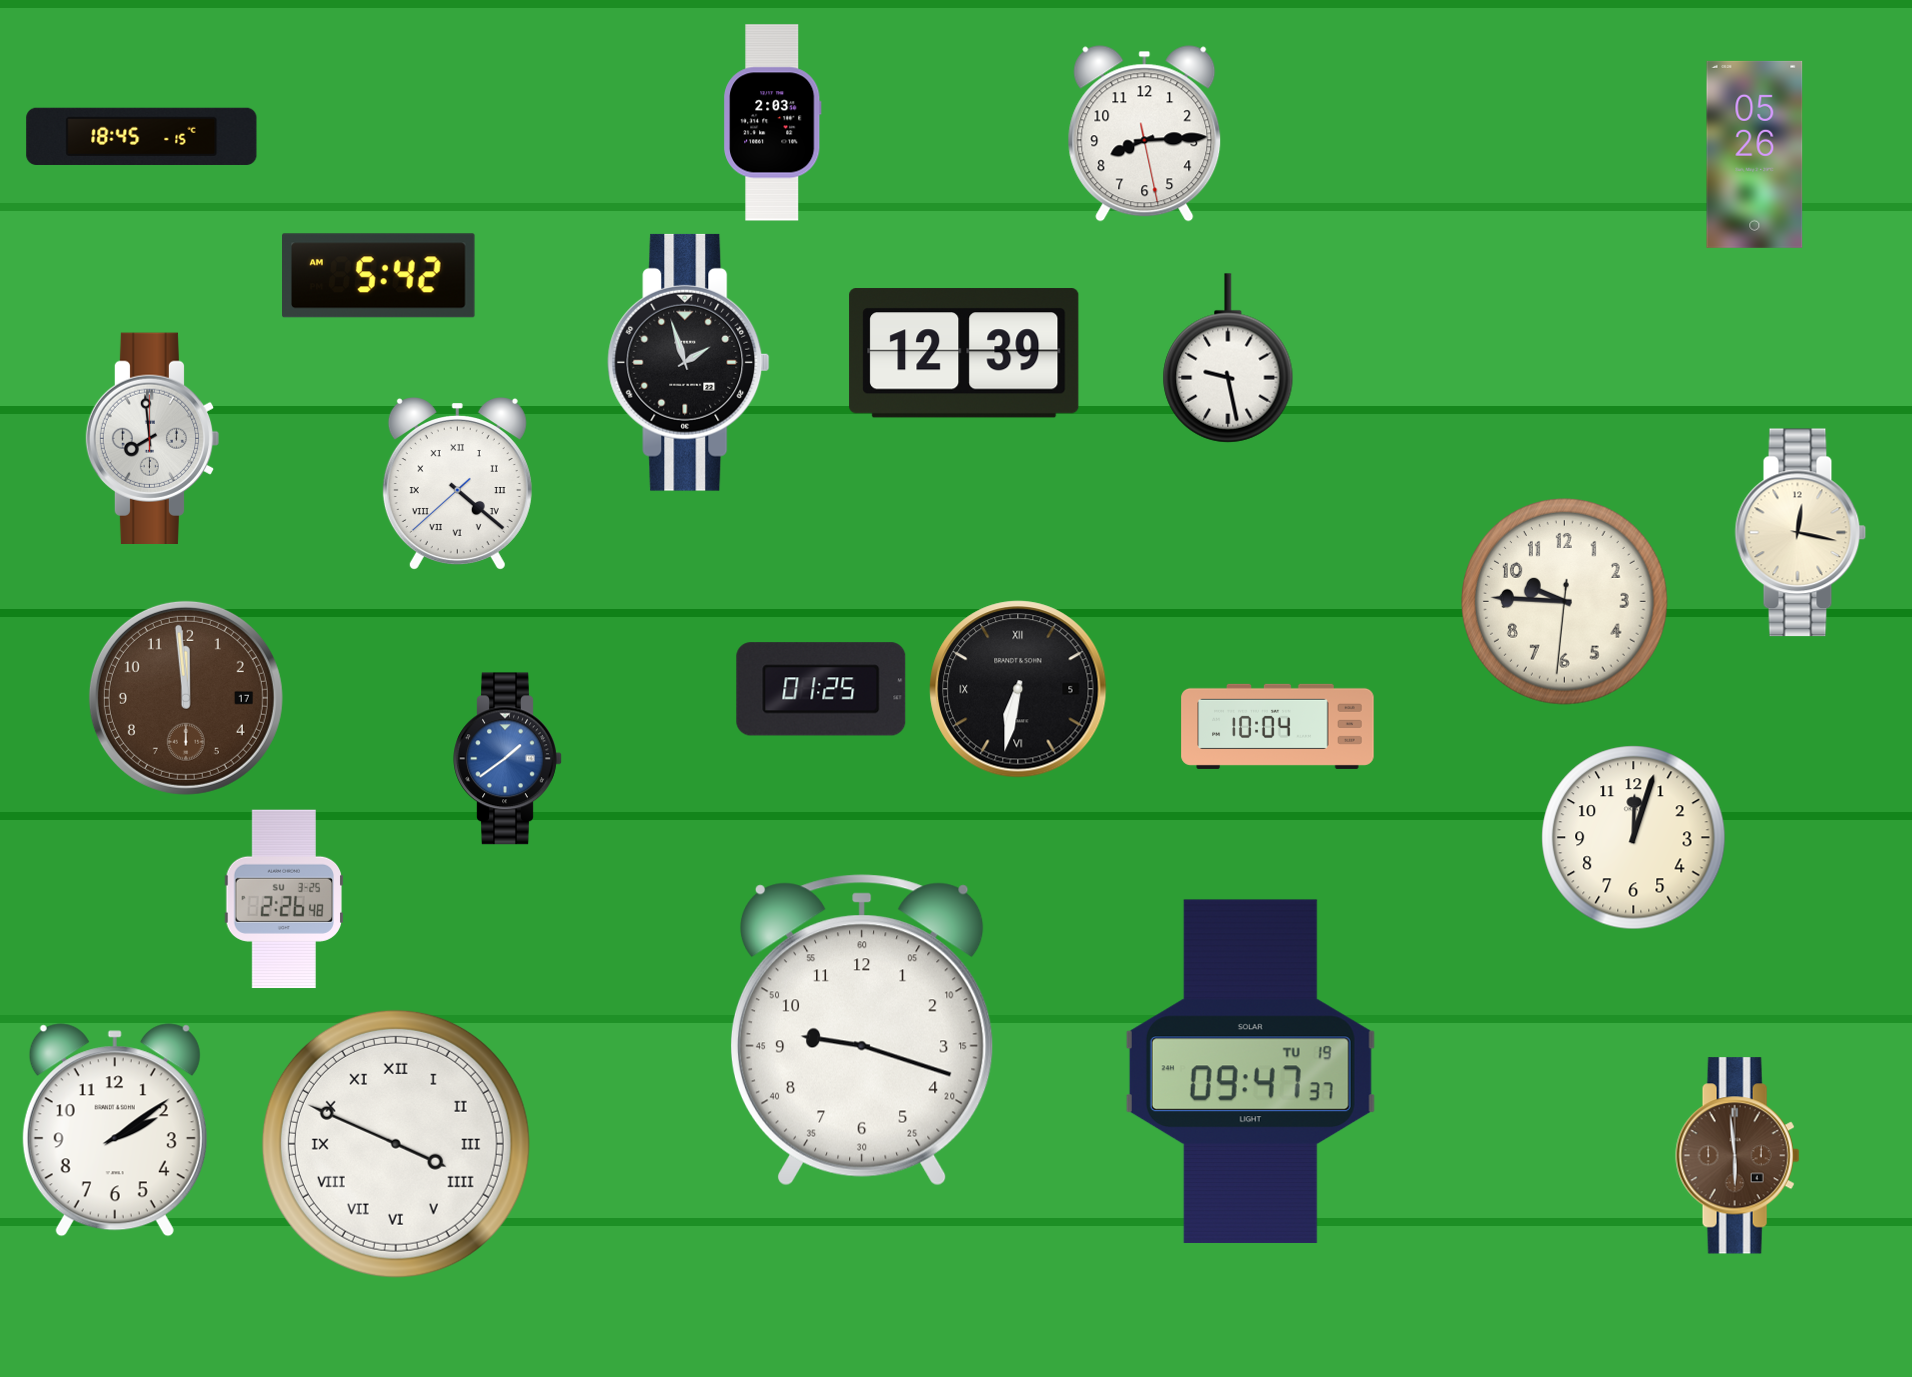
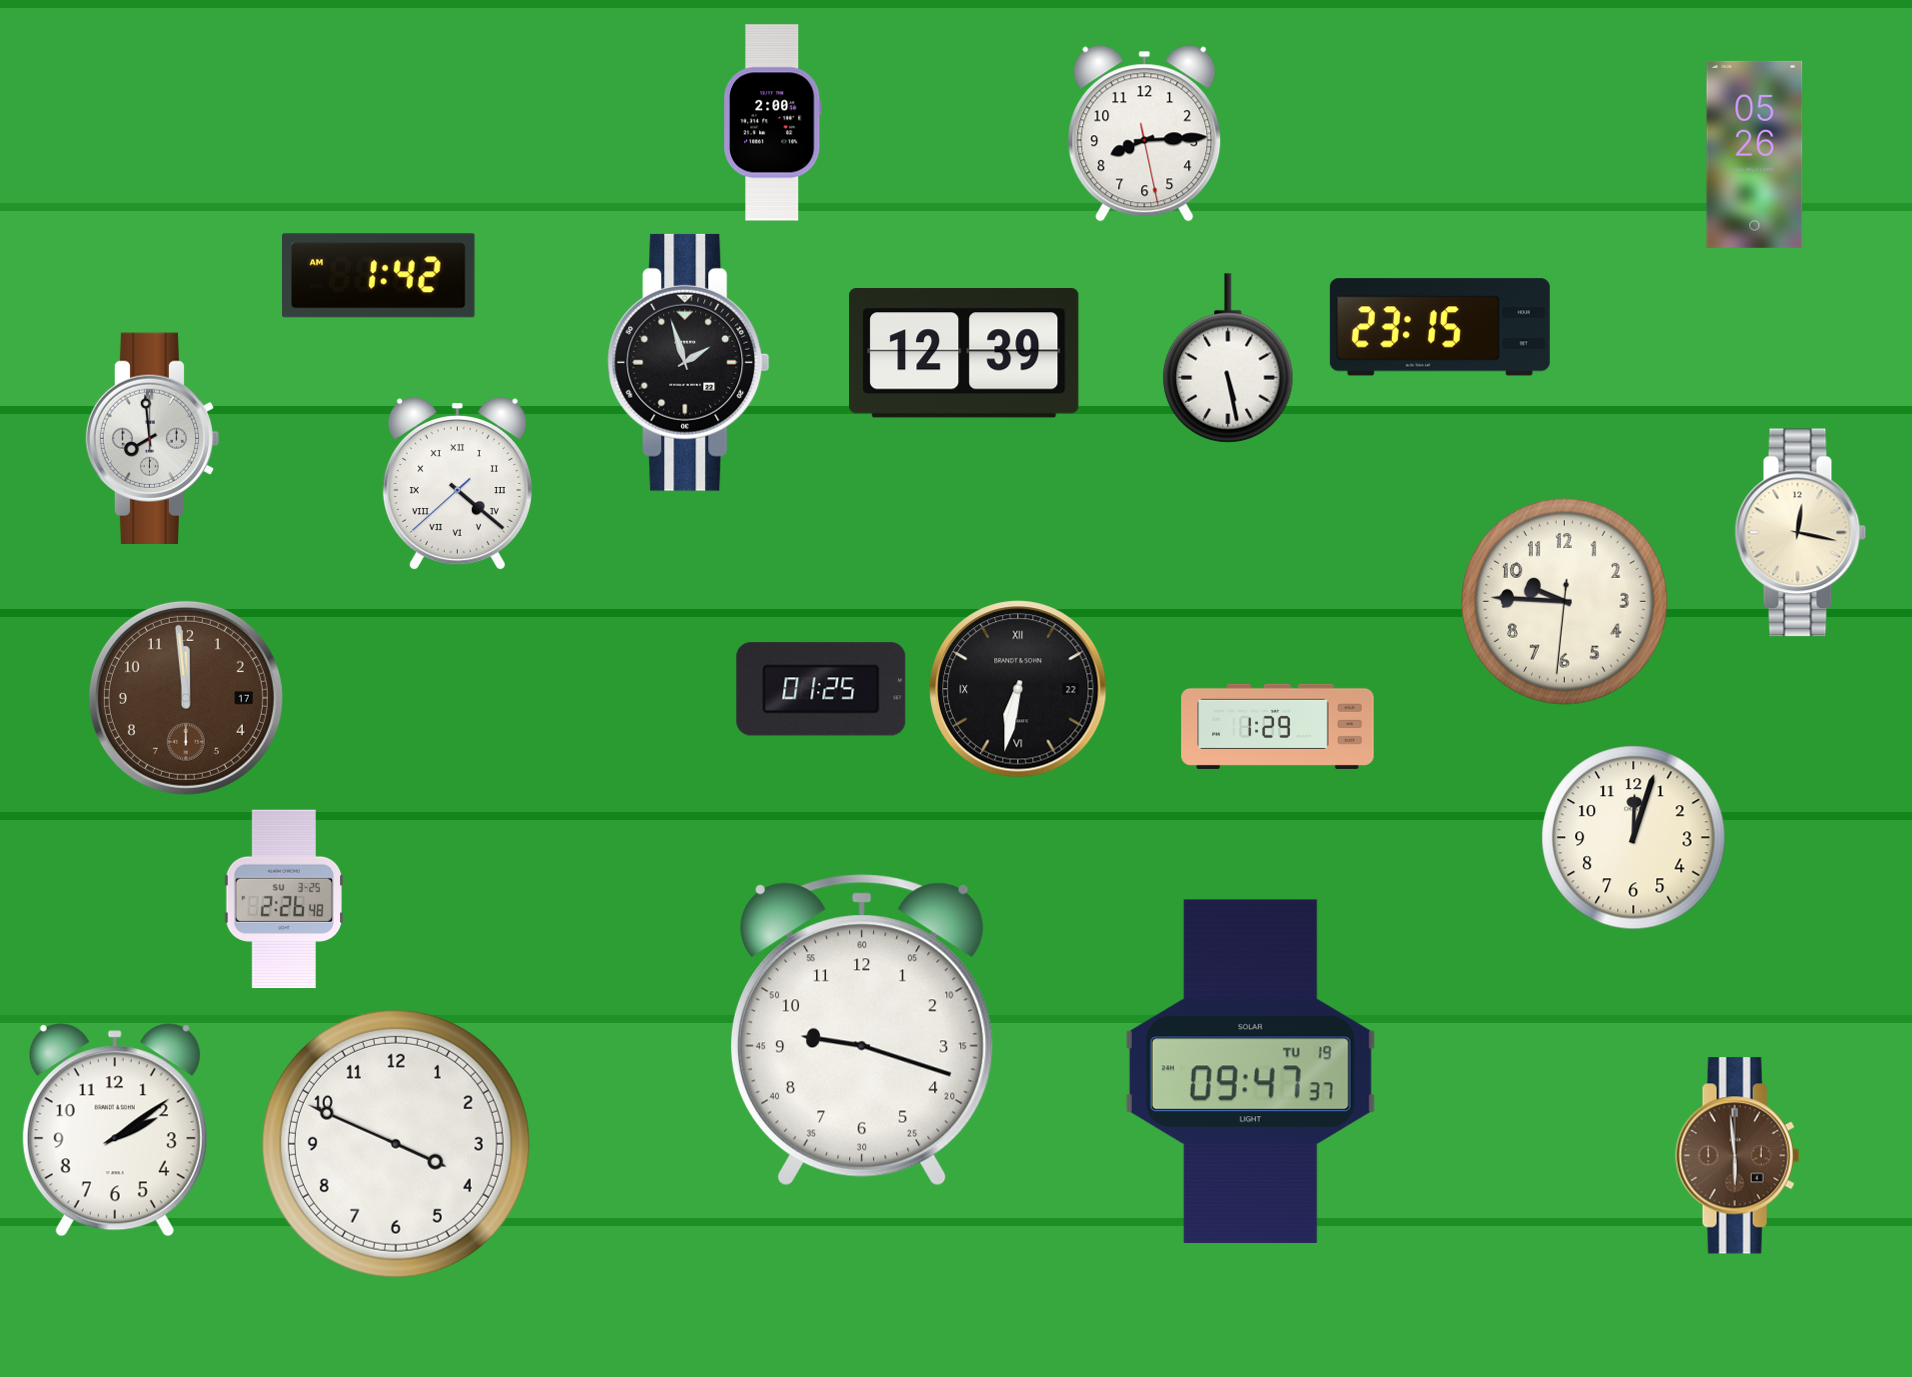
clock at (773, 123): 2:03 -> 2:00
clock at (142, 136): 18:45 -> none
clock at (379, 276): 5:42 -> 1:42
clock at (1440, 327): none -> 23:15
clock at (1228, 358): 9:28 -> 5:28
clock at (1018, 689) date: 5 -> 22
clock at (1278, 726): 10:04 -> 1:29
clock at (508, 759): 1:39 -> none
clock at (396, 1144) numerals: Roman -> Arabic
